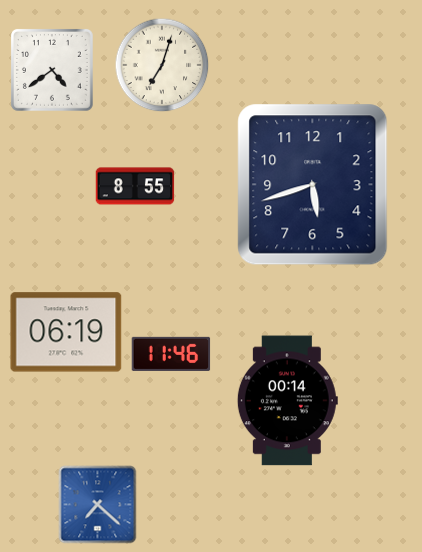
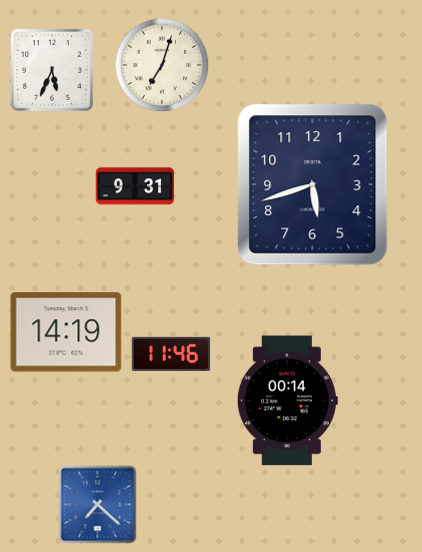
clock at (52, 70): 4:39 -> 5:34
clock at (135, 186): 8:55 -> 9:31
clock at (66, 332): 06:19 -> 14:19
